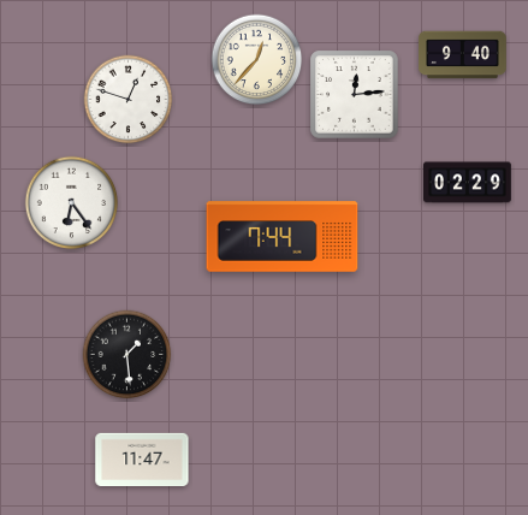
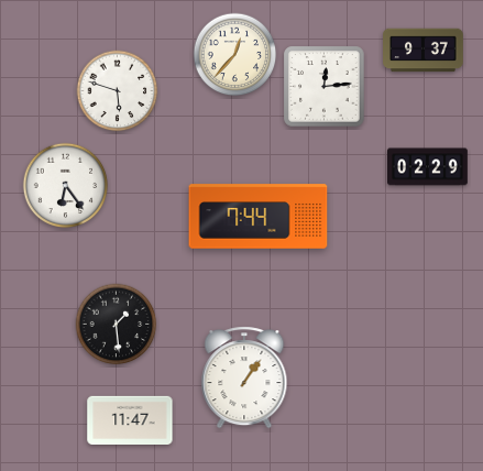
clock at (463, 55): 9:40 -> 9:37
clock at (129, 100): 12:48 -> 5:48
clock at (244, 377): none -> 1:06
